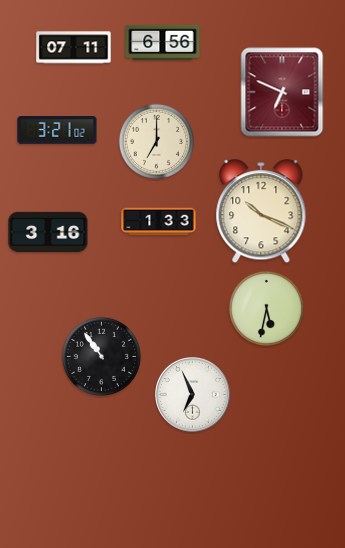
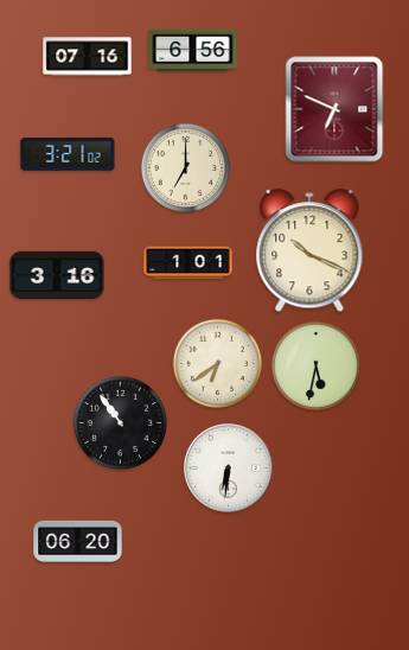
clock at (74, 48): 07:11 -> 07:16
clock at (159, 222): 1:33 -> 1:01
clock at (217, 363): none -> 6:39
clock at (193, 395): 6:56 -> 6:31
clock at (78, 541): none -> 06:20
